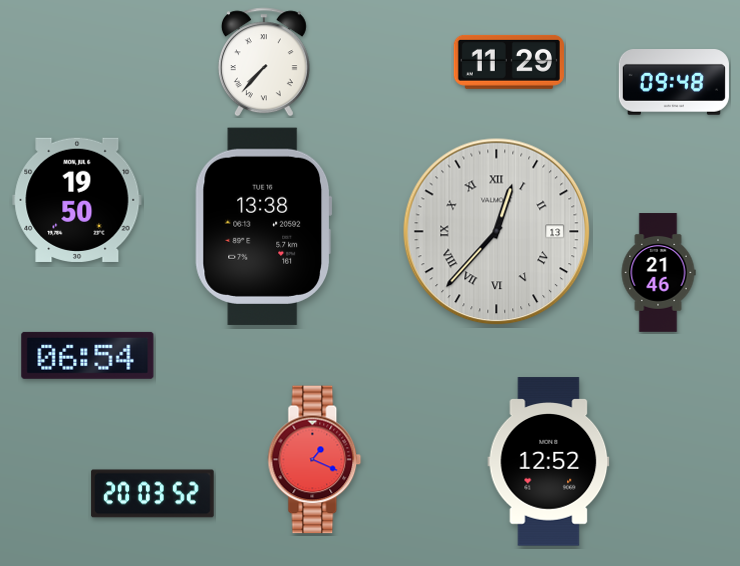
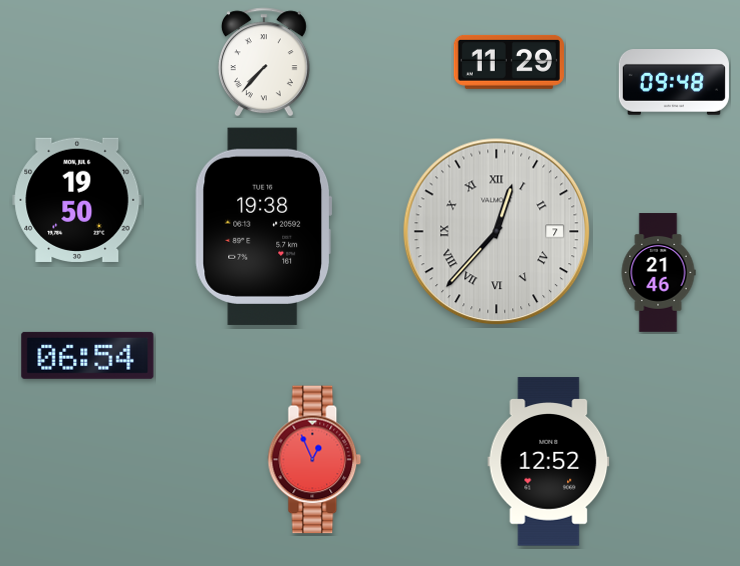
clock at (264, 226): 13:38 -> 19:38
clock at (497, 232) date: 13 -> 7
clock at (315, 460): 1:19 -> 12:56
clock at (153, 494): 20:03 -> none
